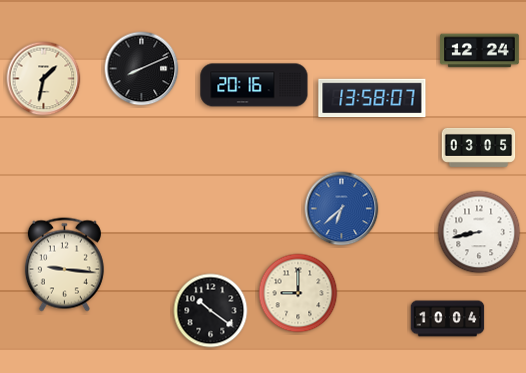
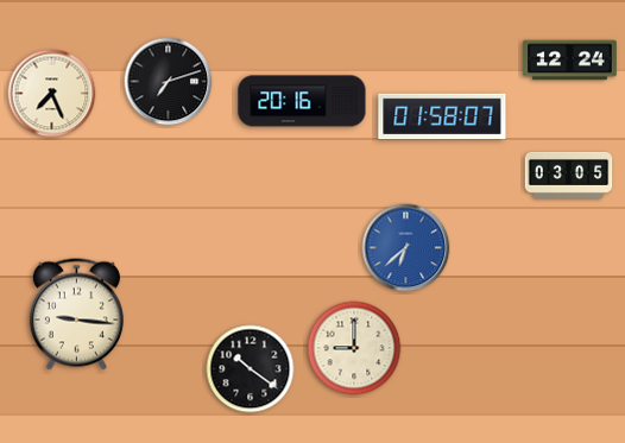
clock at (142, 69): 8:11 -> 7:12
clock at (44, 79): 1:32 -> 7:26
clock at (372, 98): 13:58 -> 01:58
clock at (479, 232): 8:43 -> none
clock at (448, 319): 10:04 -> none
